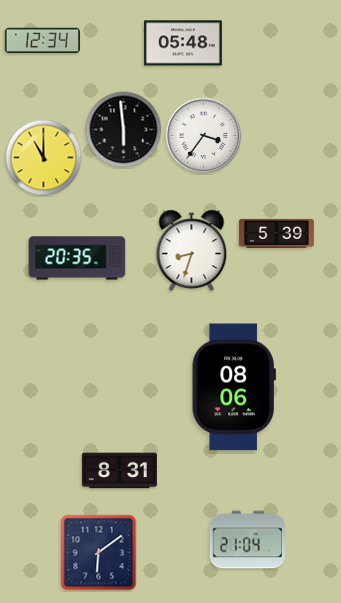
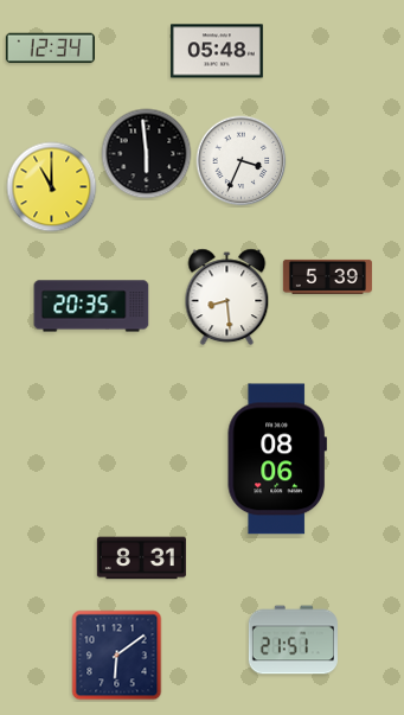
clock at (204, 136): 3:36 -> 3:34
clock at (192, 251): 8:33 -> 8:29
clock at (247, 540): 21:04 -> 21:51
